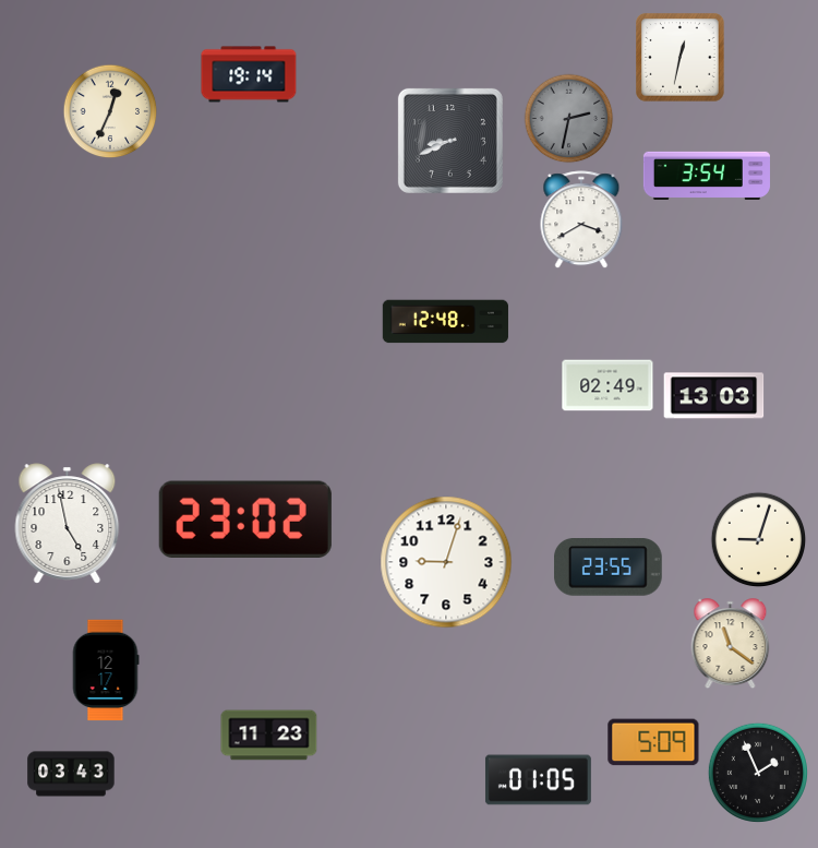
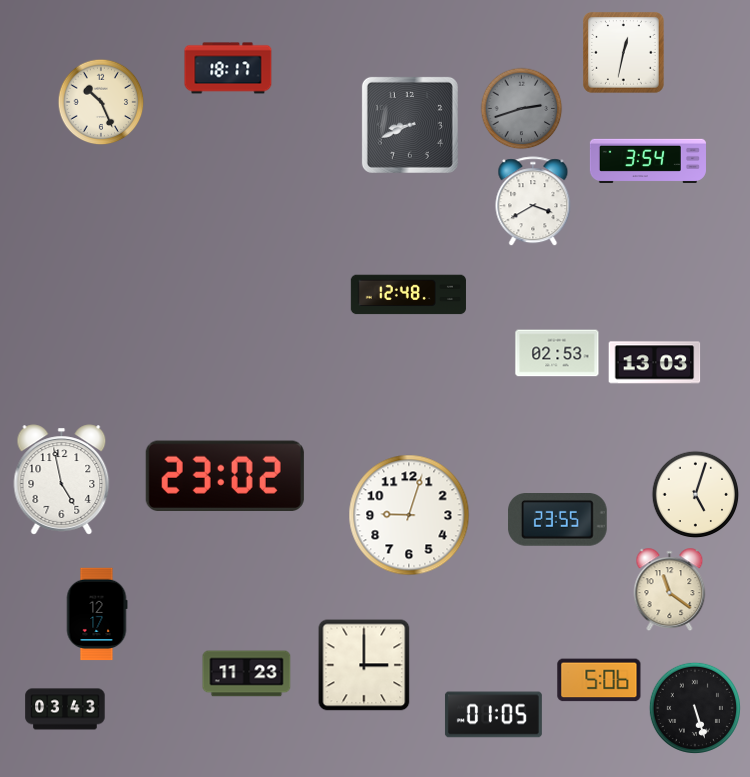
clock at (249, 74): 19:14 -> 18:17
clock at (110, 111): 12:34 -> 10:26
clock at (569, 119): 2:32 -> 2:42
clock at (450, 141) position: (450, 141) -> (410, 125)
clock at (608, 385): 02:49 -> 02:53
clock at (759, 540): 9:03 -> 5:03
clock at (364, 665): none -> 3:00
clock at (653, 742): 5:09 -> 5:06
clock at (758, 773): 1:56 -> 5:27
